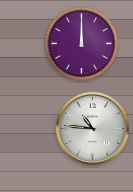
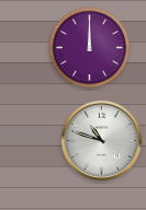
clock at (92, 128): 10:46 -> 10:48
